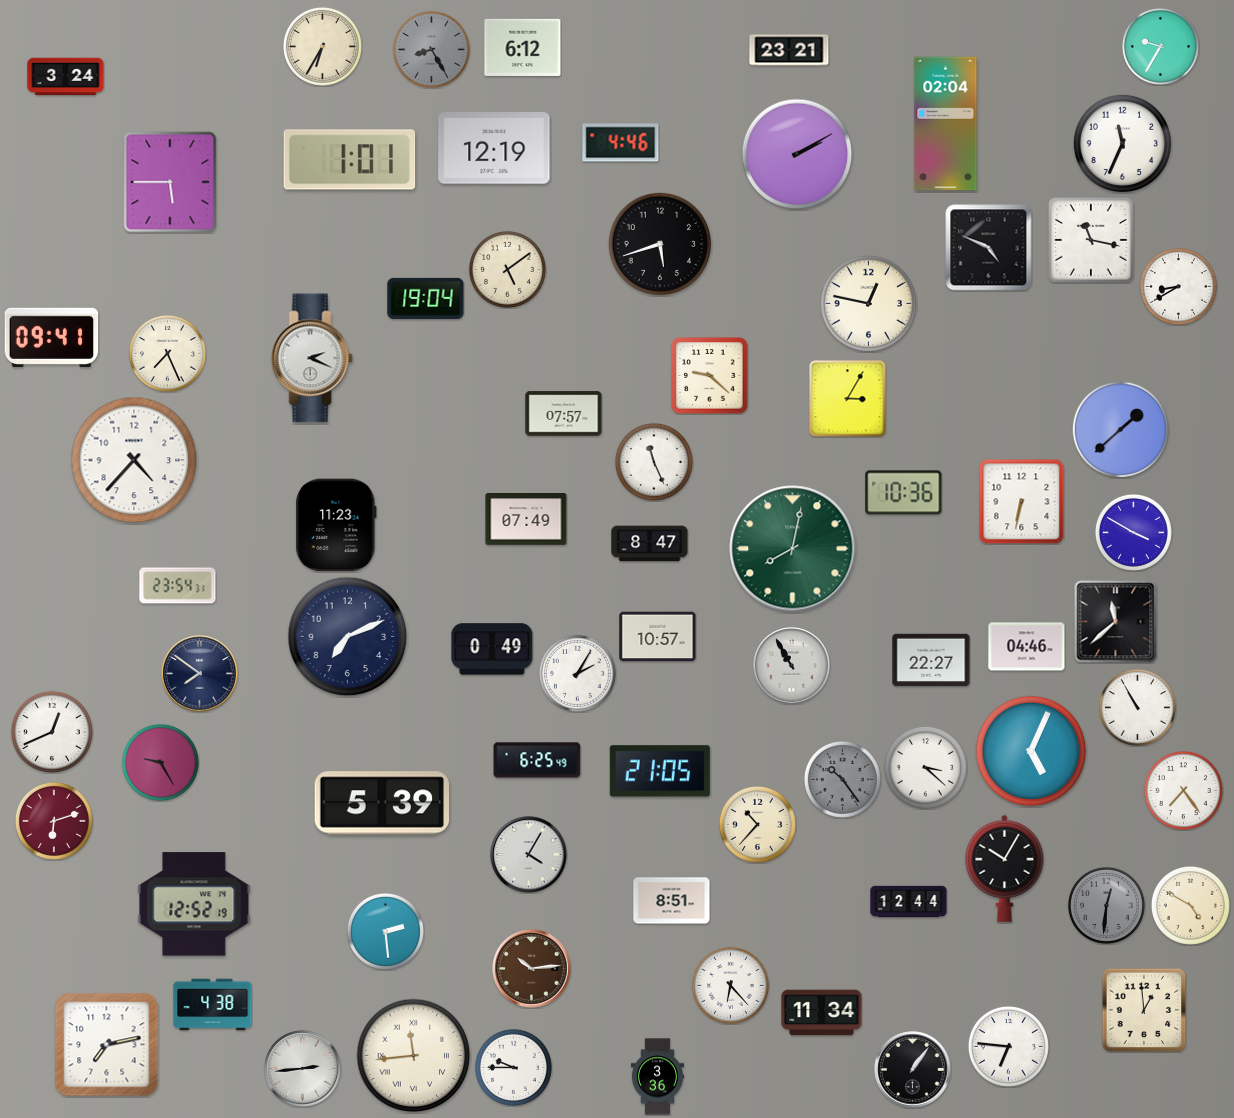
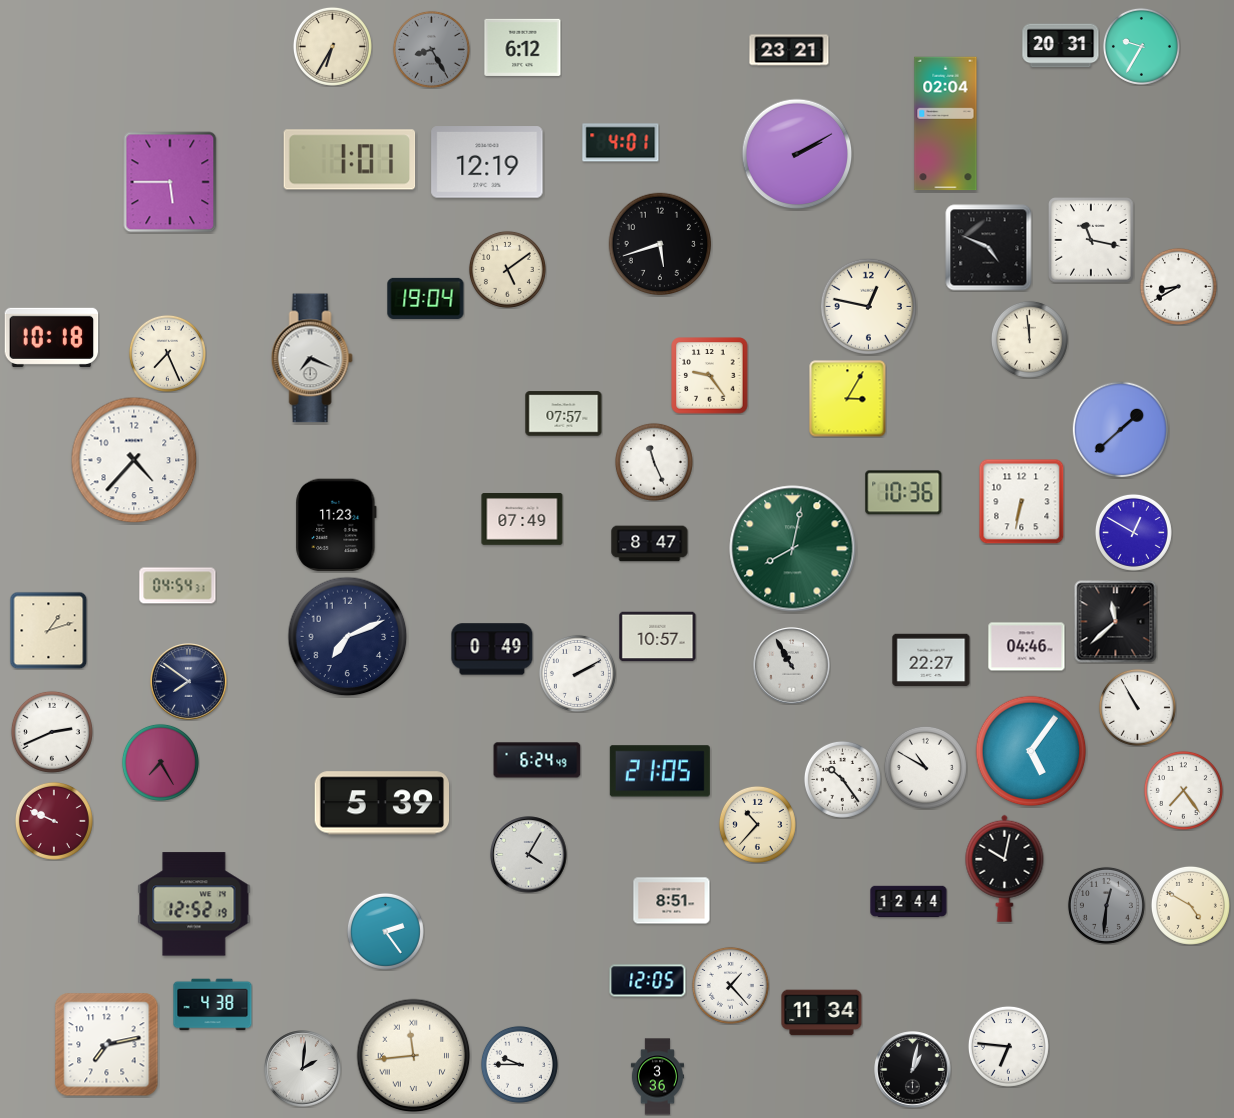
clock at (322, 46) position: (322, 46) -> (332, 46)
clock at (1061, 46): none -> 20:31
clock at (1160, 46) position: (1160, 46) -> (1141, 46)
clock at (66, 77): 3:24 -> none
clock at (621, 143): 4:46 -> 4:01
clock at (1122, 143): 11:34 -> none
clock at (494, 148) position: (494, 148) -> (487, 162)
clock at (868, 303) position: (868, 303) -> (868, 306)
clock at (52, 337): 09:41 -> 10:18
clock at (1029, 339): none -> 11:59
clock at (312, 358): 2:19 -> 7:19
clock at (710, 376): 9:22 -> 9:24
clock at (526, 520) position: (526, 520) -> (522, 520)
clock at (1133, 532): 3:50 -> 12:50
clock at (178, 586): 23:54 -> 04:54
clock at (48, 630): none -> 1:12
clock at (577, 673): 2:05 -> 2:10
clock at (200, 674) position: (200, 674) -> (189, 682)
clock at (52, 732): 12:41 -> 2:41
clock at (1031, 751): 5:04 -> 5:06
clock at (537, 760): 6:25 -> 6:24
clock at (160, 762): 9:25 -> 7:25
clock at (925, 767): 3:22 -> 10:50
clock at (842, 779) dial: grey -> white
clock at (54, 821): 6:12 -> 9:49
clock at (1005, 868): 10:05 -> 10:02
clock at (385, 931): 2:29 -> 2:24
clock at (532, 969): 10:14 -> none
clock at (648, 981): none -> 12:05
clock at (730, 985): 6:23 -> 1:23
clock at (1144, 1010): 12:59 -> none
clock at (513, 1067) position: (513, 1067) -> (519, 1064)
clock at (303, 1069): 2:44 -> 2:01
clock at (913, 1070): 1:06 -> 1:02
